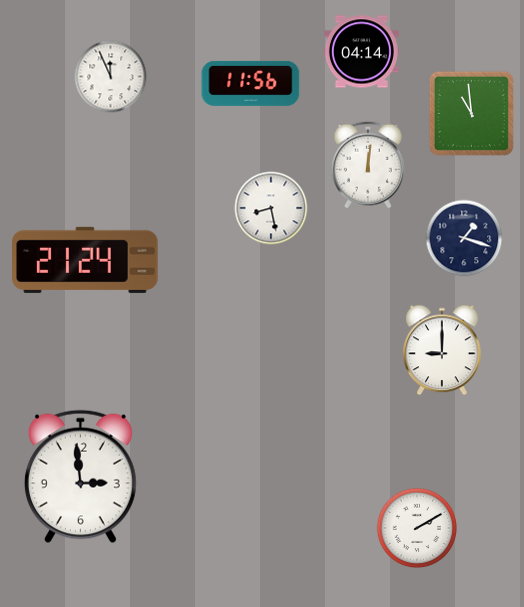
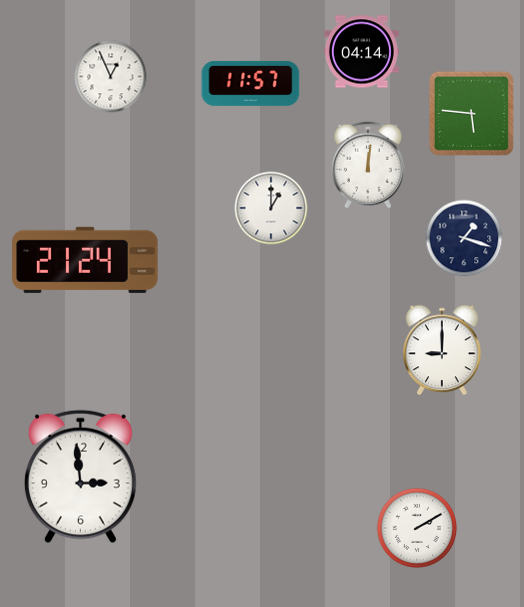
clock at (111, 77): 11:56 -> 12:56
clock at (251, 83): 11:56 -> 11:57
clock at (471, 113): 10:59 -> 5:46
clock at (271, 208): 8:28 -> 1:00
